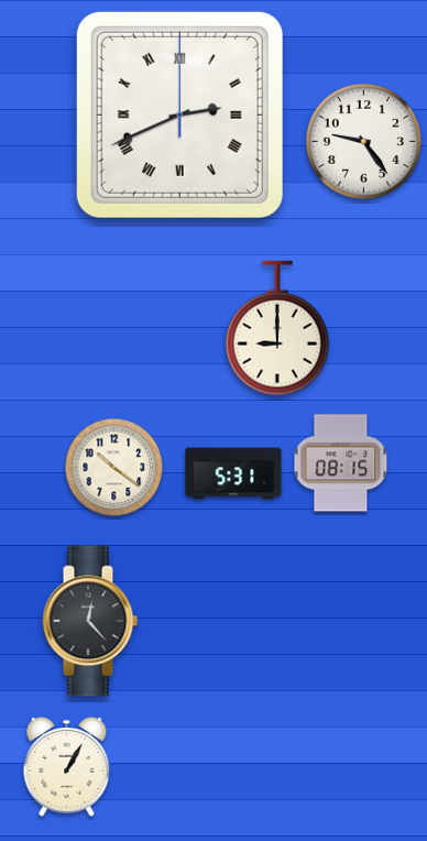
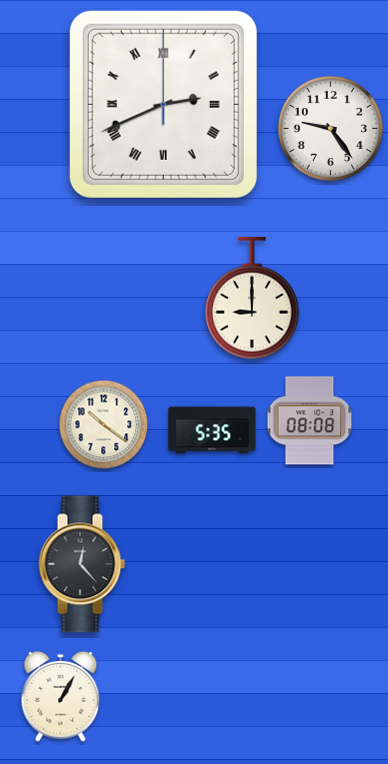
clock at (341, 463): 08:15 -> 08:08
clock at (233, 473): 5:31 -> 5:35
